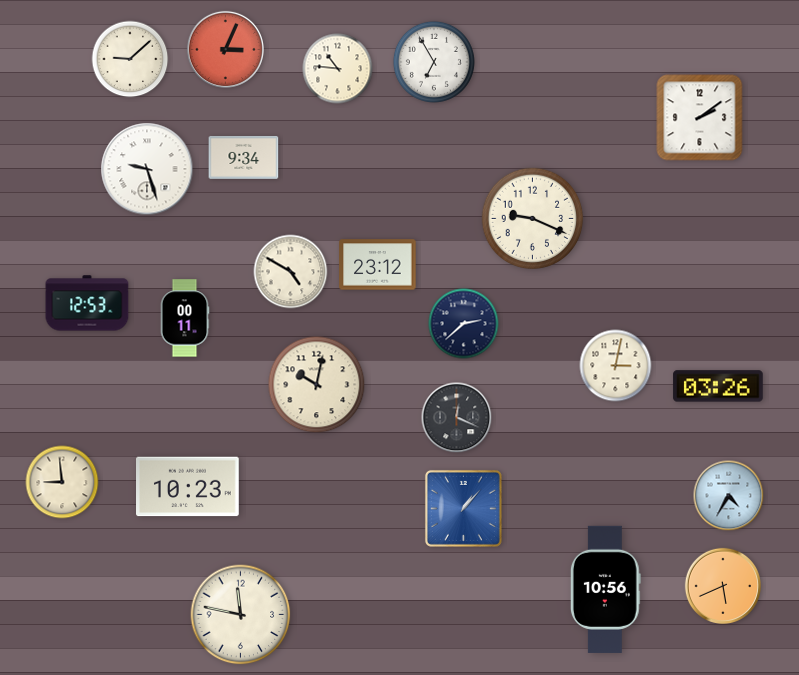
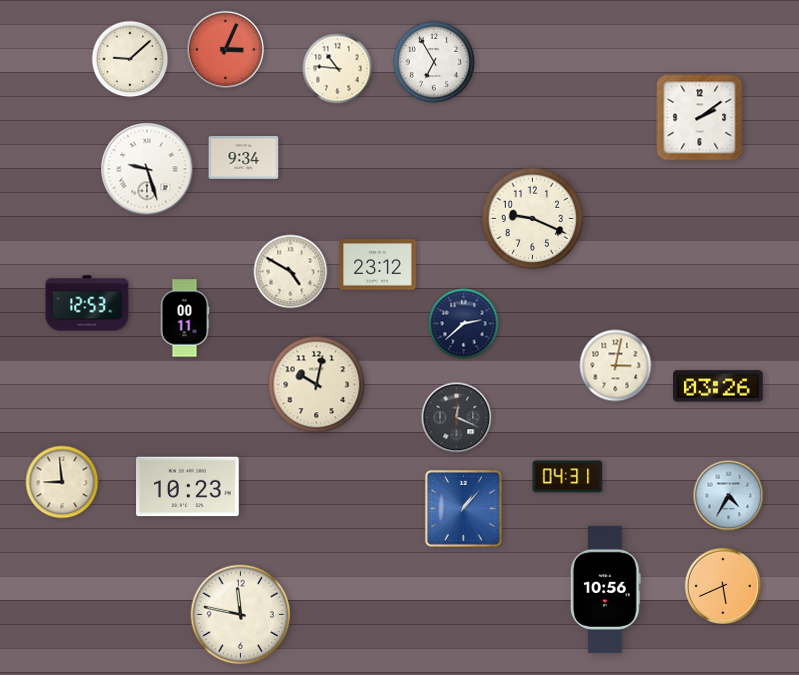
clock at (568, 477): none -> 04:31
